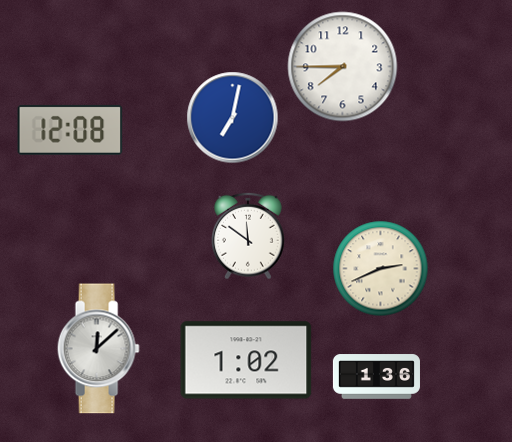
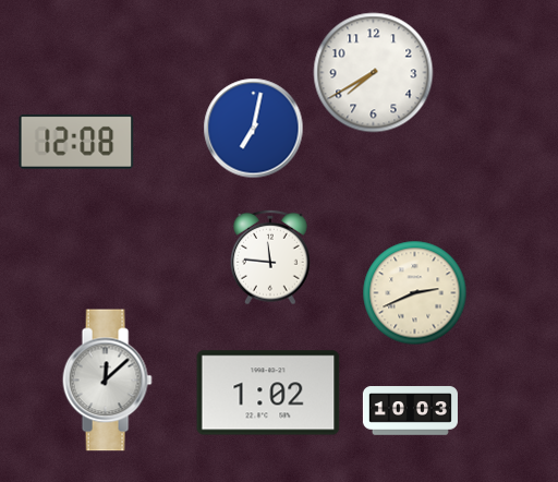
clock at (343, 67): 7:45 -> 7:40
clock at (249, 236): 11:51 -> 11:46
clock at (376, 377): 1:36 -> 10:03
